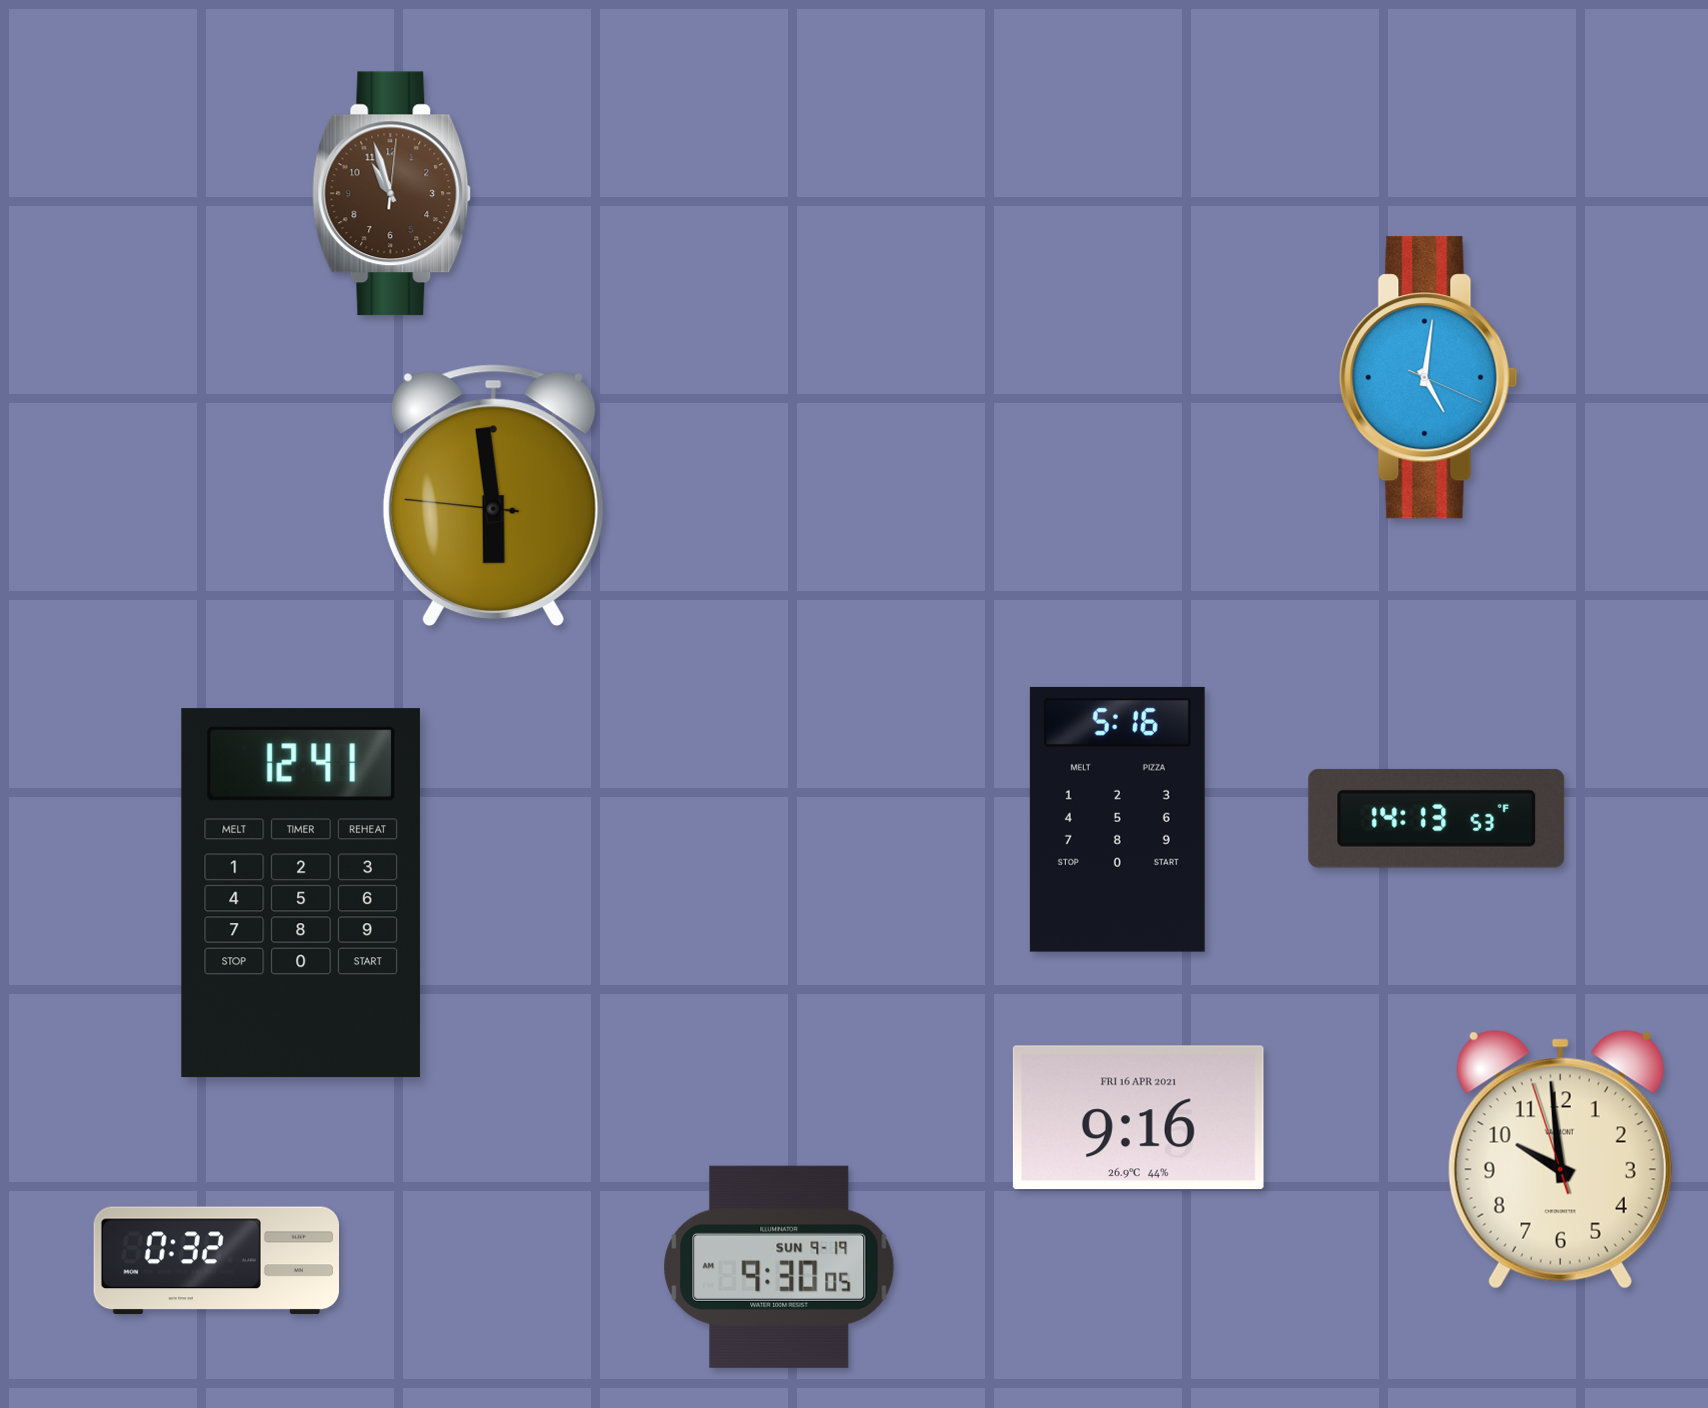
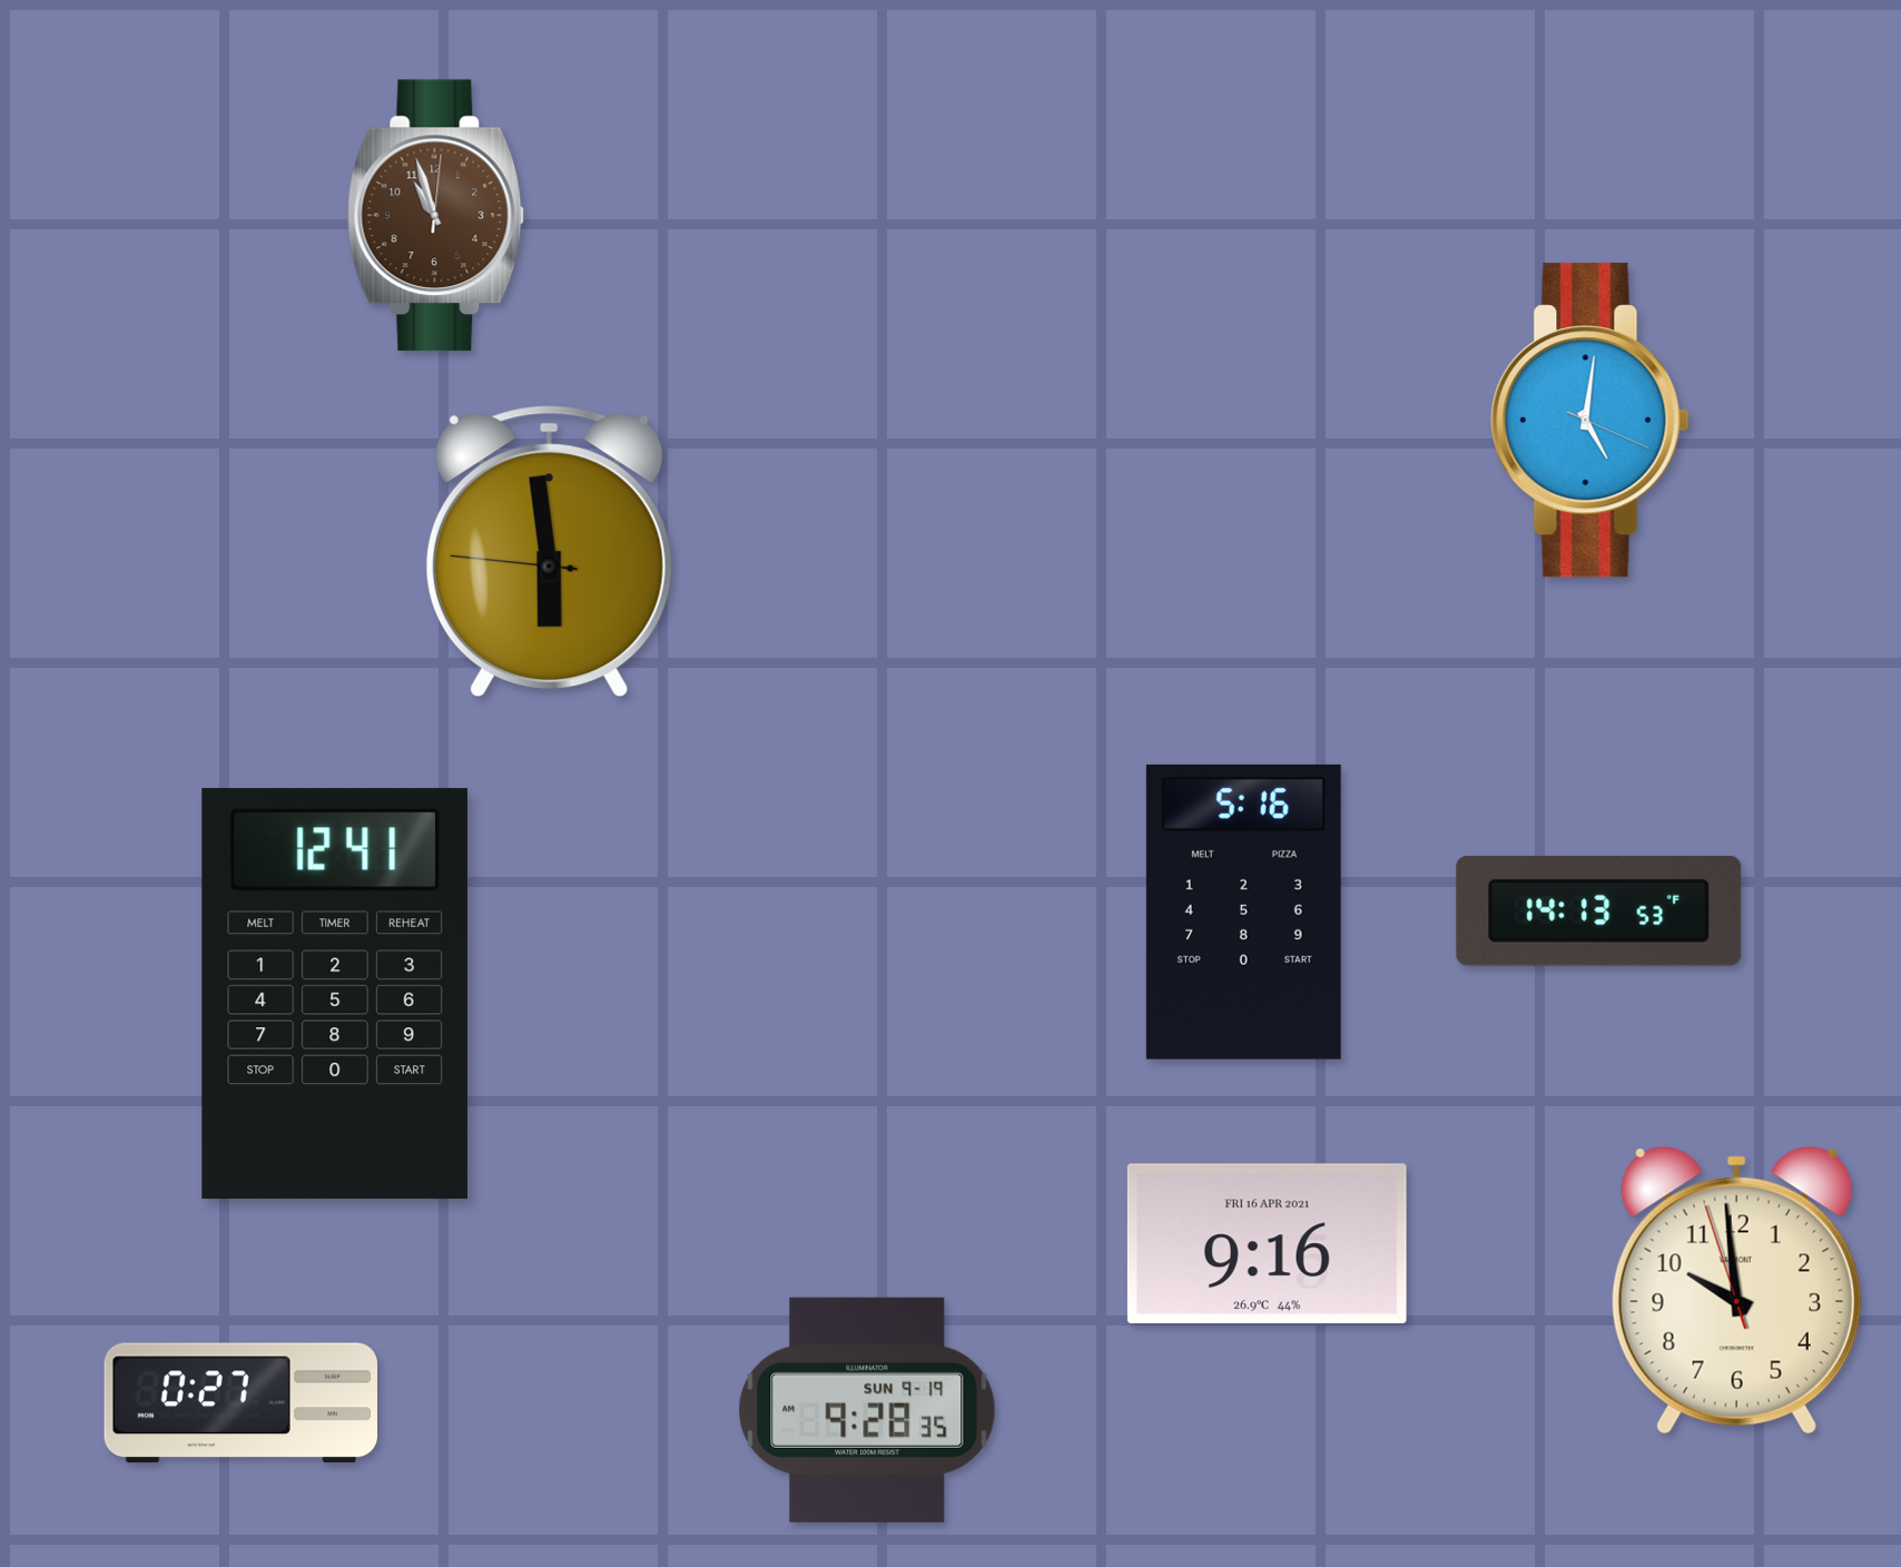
clock at (216, 1261): 0:32 -> 0:27
clock at (779, 1267): 9:30 -> 9:28
